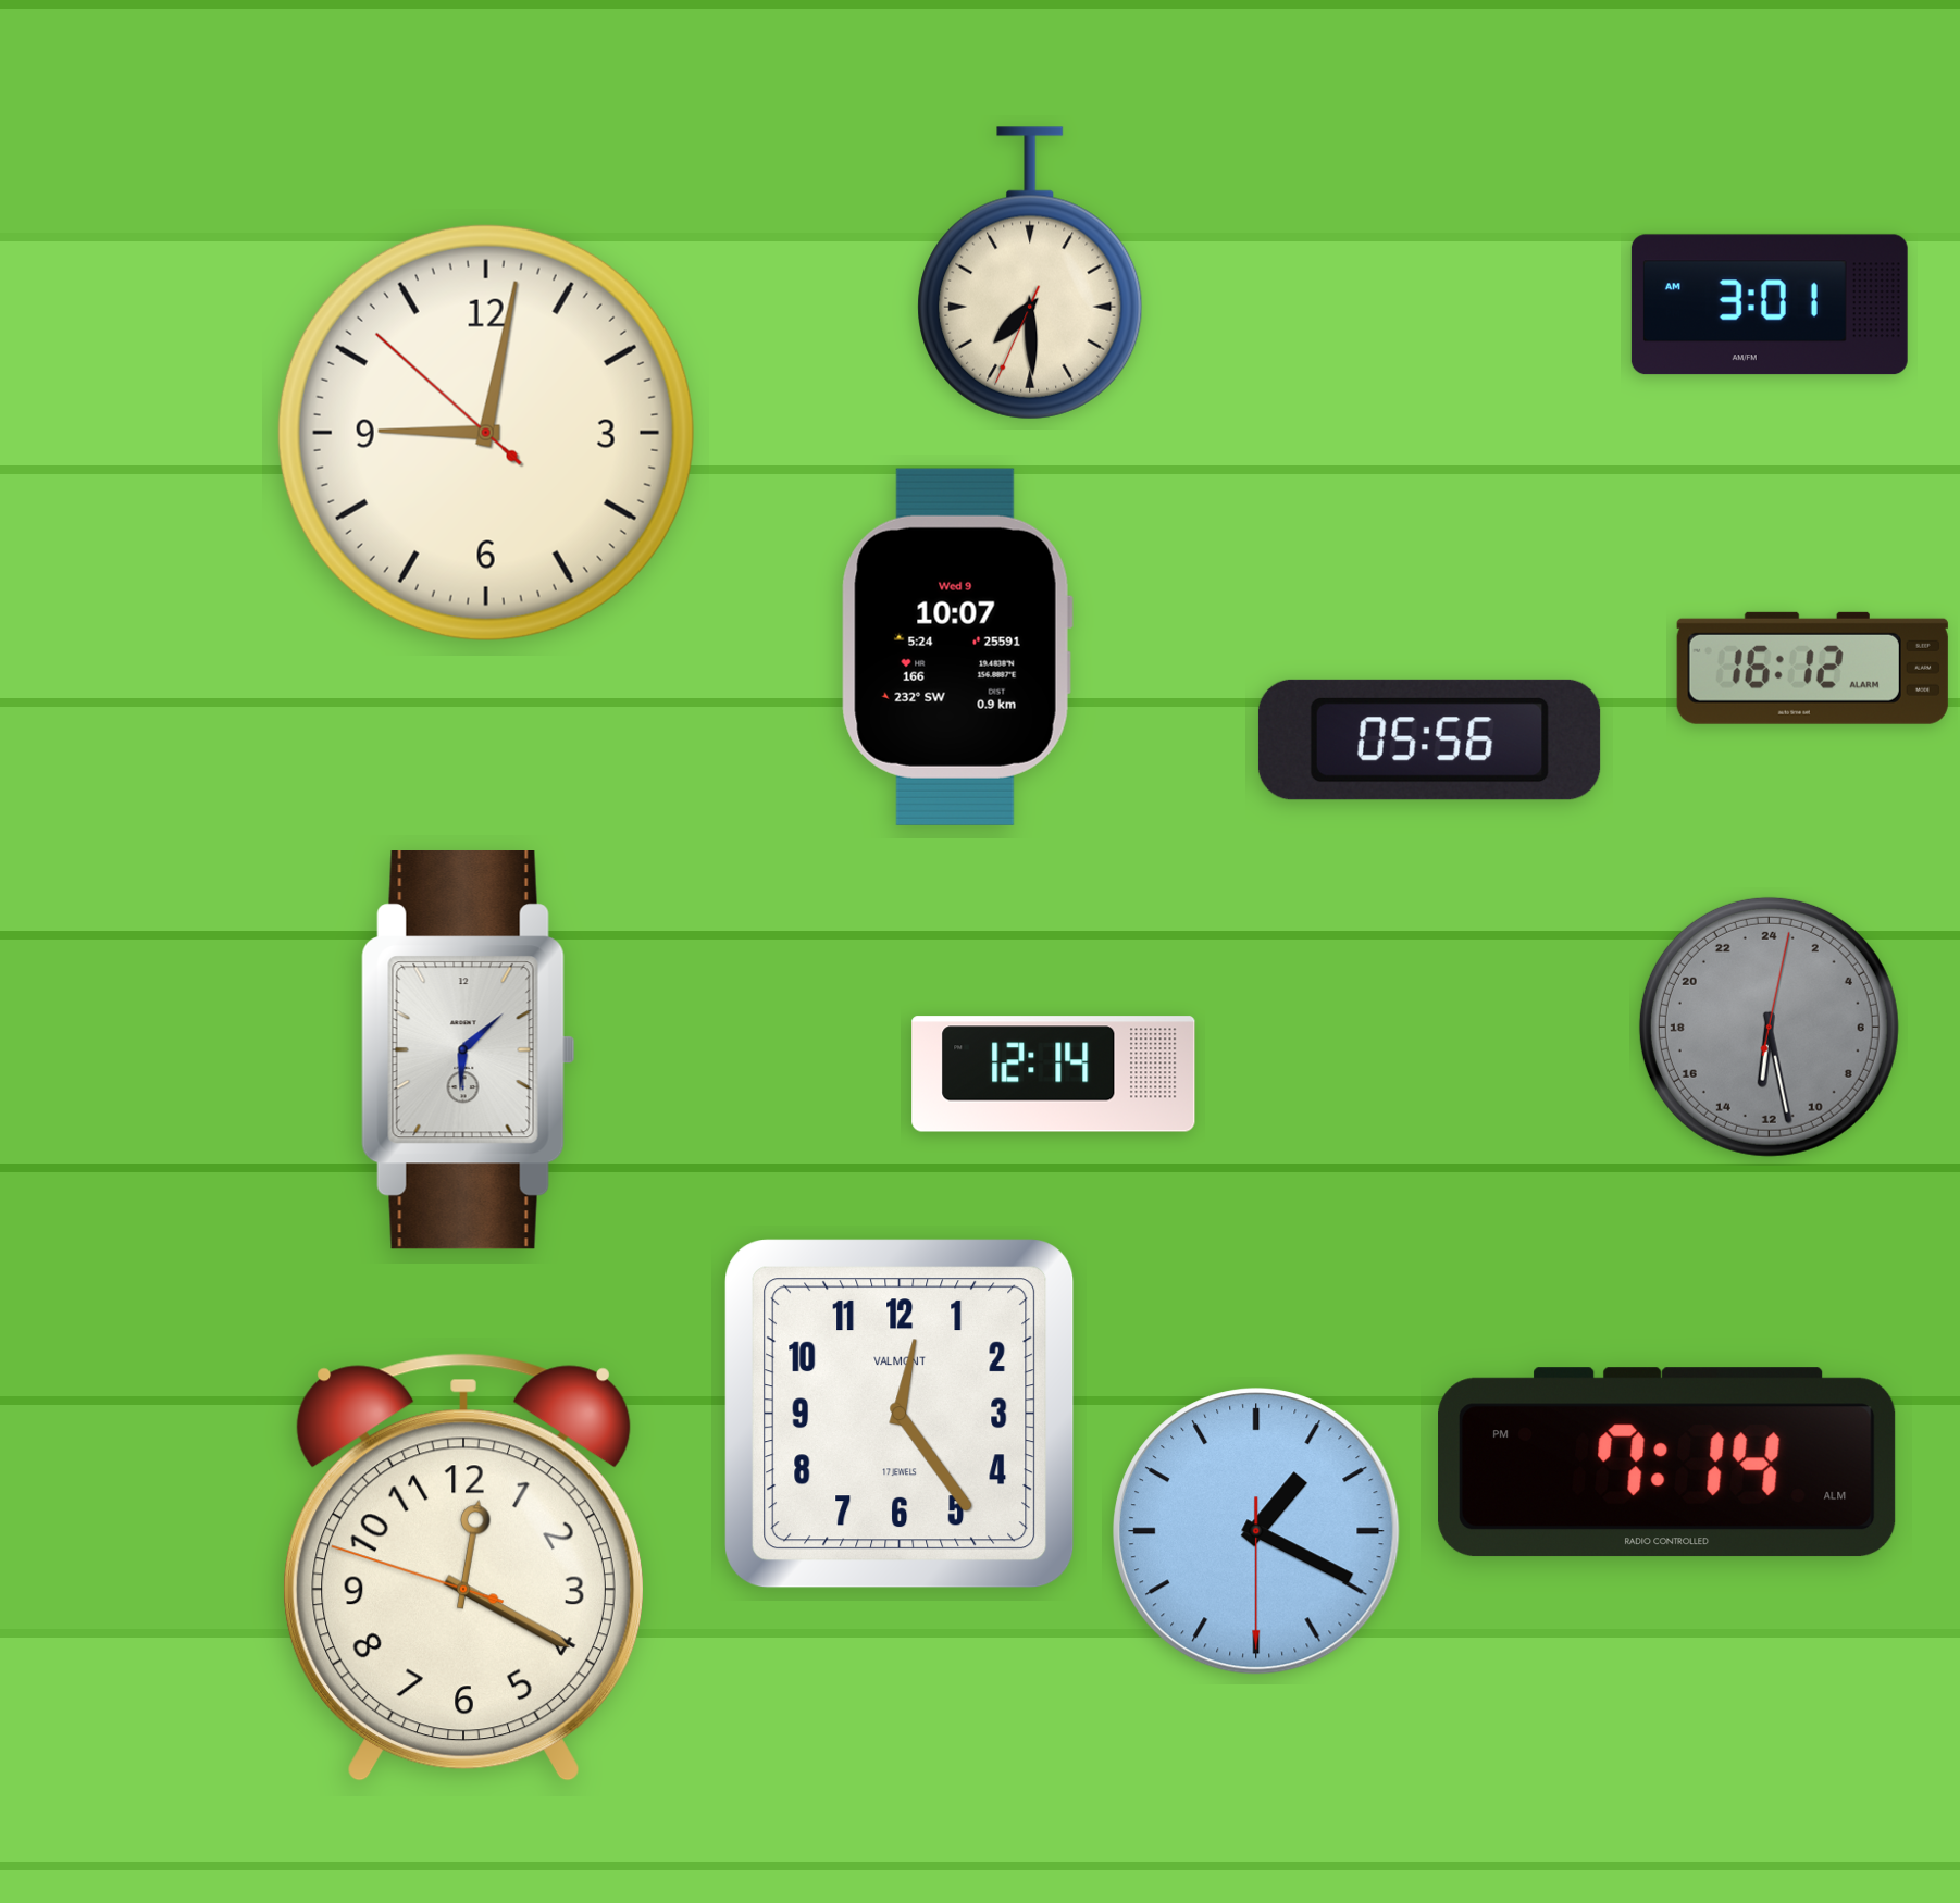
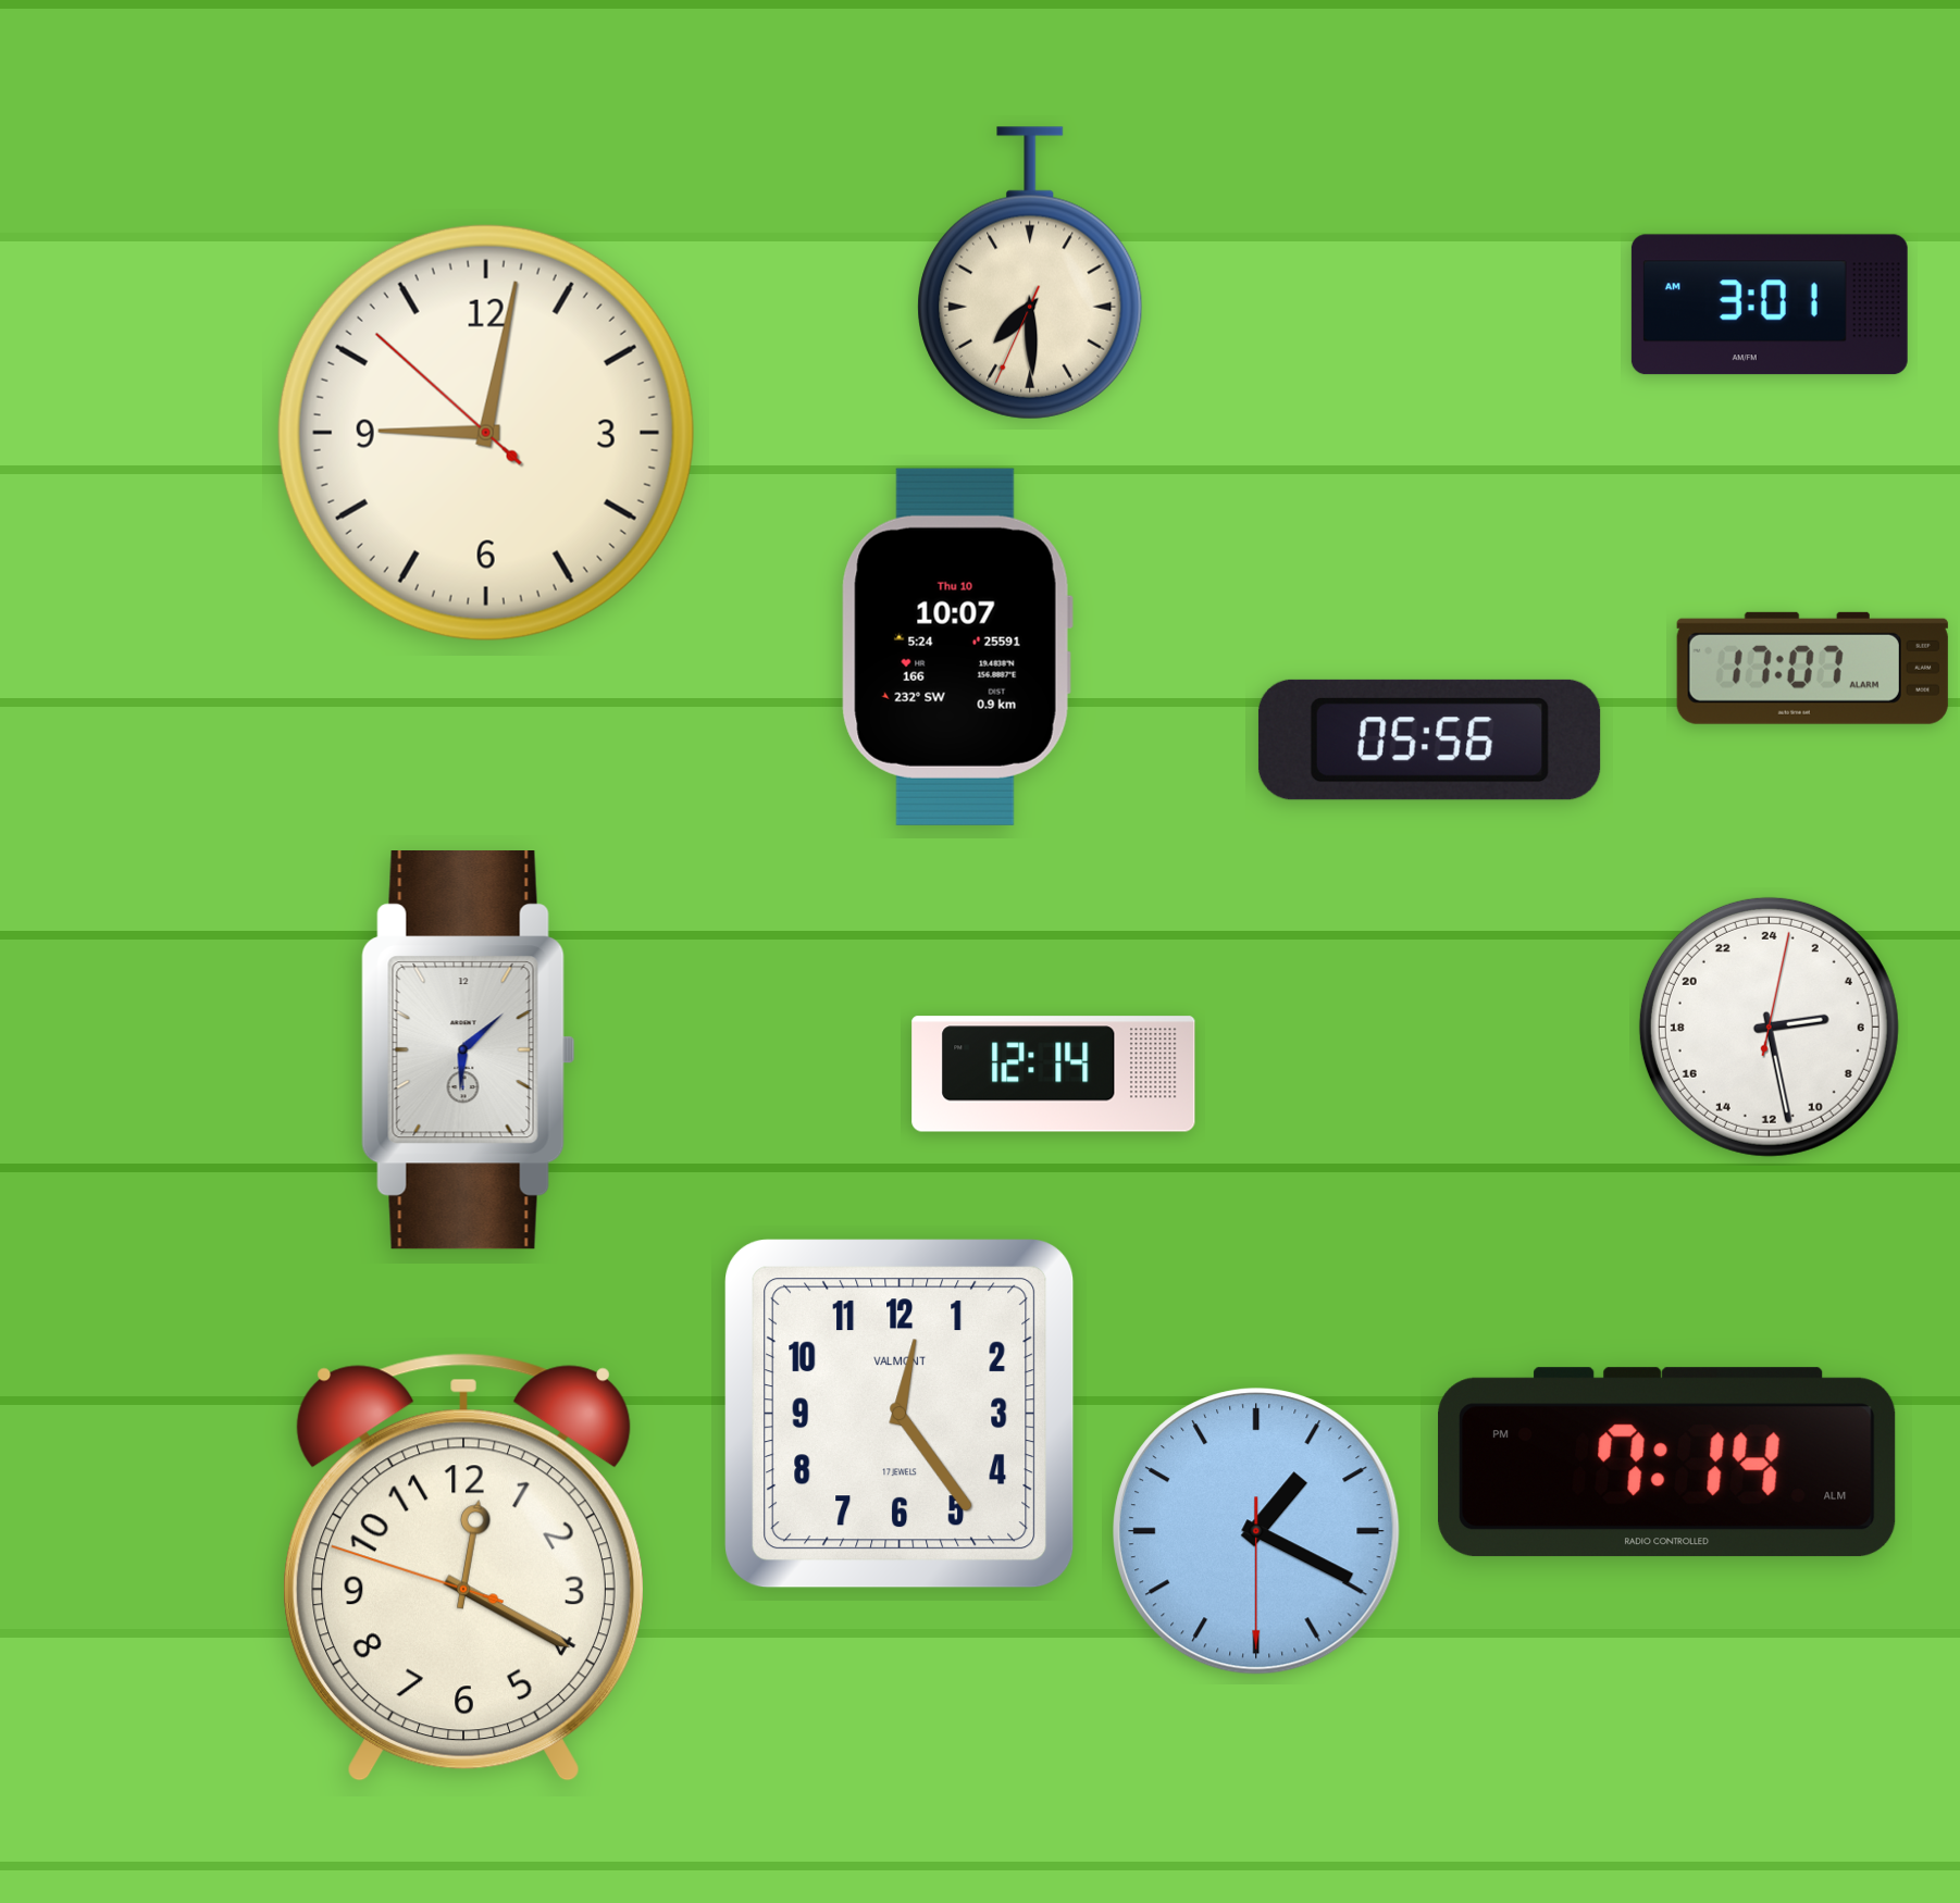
clock at (957, 647) date: Wed 9 -> Thu 10
clock at (1812, 668): 16:12 -> 17:07
clock at (1769, 1027): 12:28 -> 5:28
clock at (1769, 1027) dial: grey -> white
